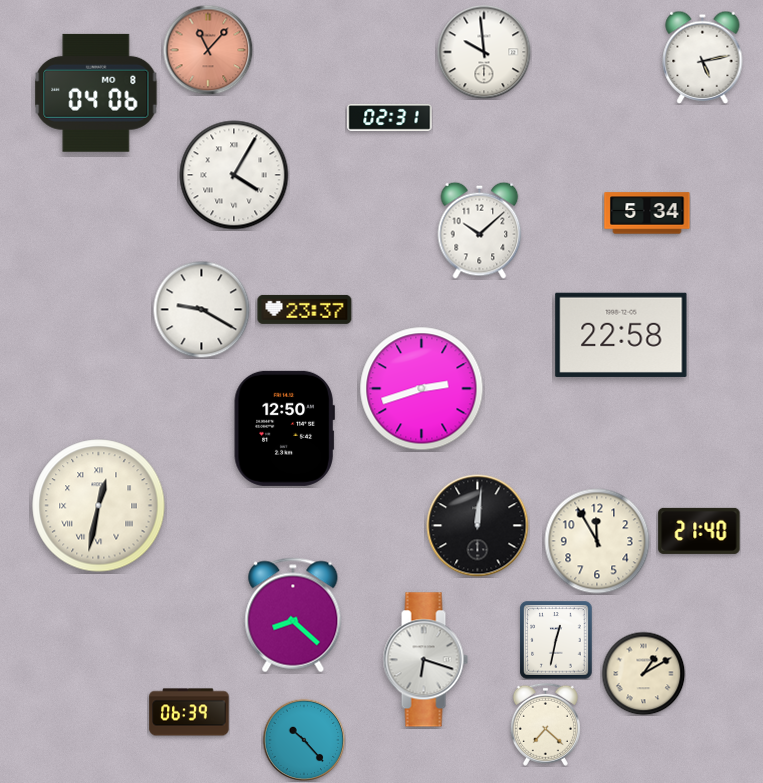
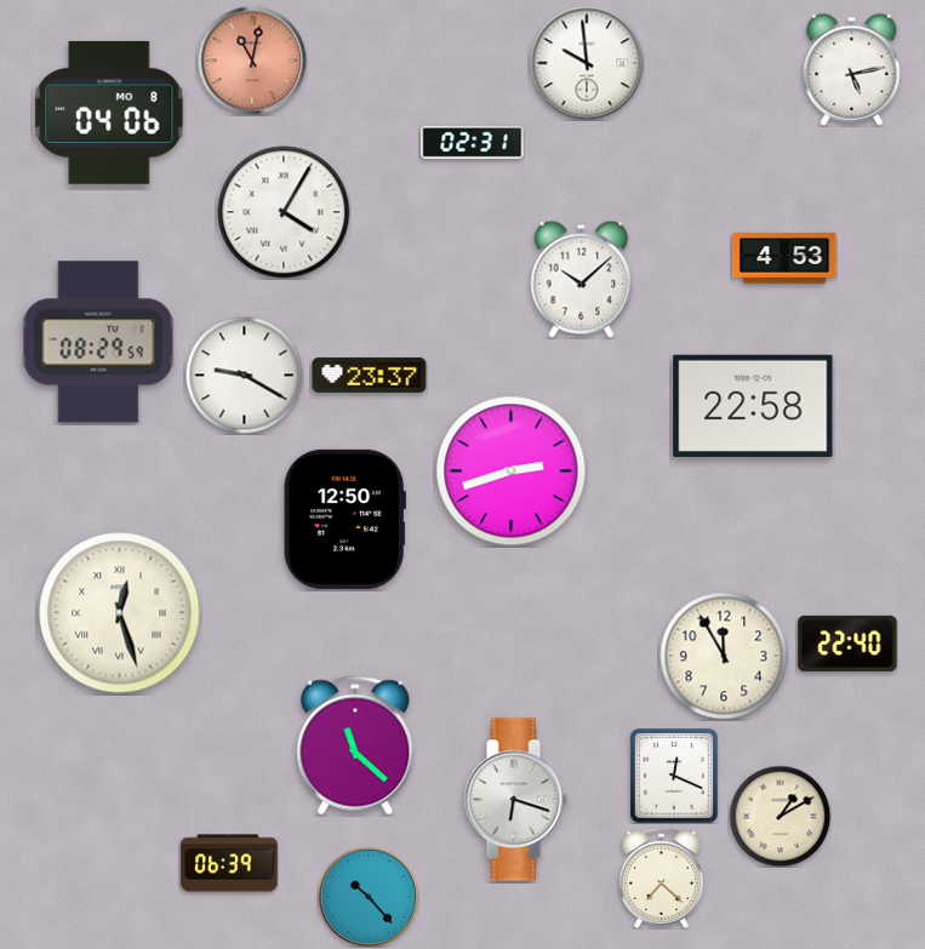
clock at (208, 50): 11:07 -> 11:02
clock at (96, 93) position: (96, 93) -> (109, 113)
clock at (647, 213): 5:34 -> 4:53
clock at (98, 342): none -> 08:29
clock at (99, 506): 12:32 -> 12:27
clock at (478, 526): 12:01 -> none
clock at (699, 531): 21:40 -> 22:40
clock at (293, 615): 8:22 -> 11:22
clock at (556, 640): 12:32 -> 12:19
